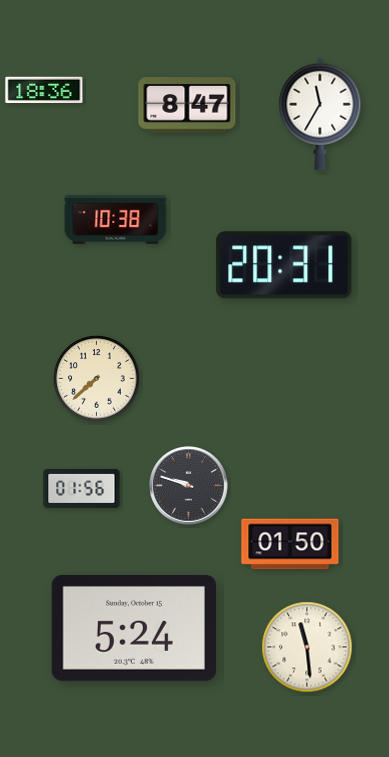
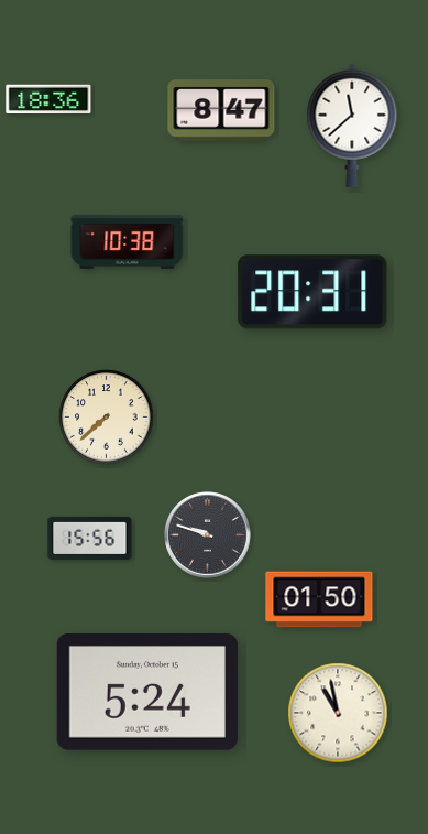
clock at (187, 105) position: (187, 105) -> (221, 110)
clock at (320, 114): 11:35 -> 11:38
clock at (82, 488): 01:56 -> 15:56
clock at (307, 647): 11:29 -> 10:58
